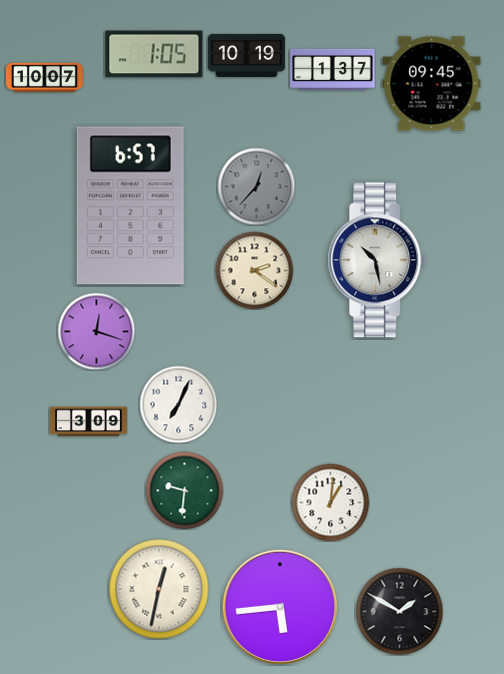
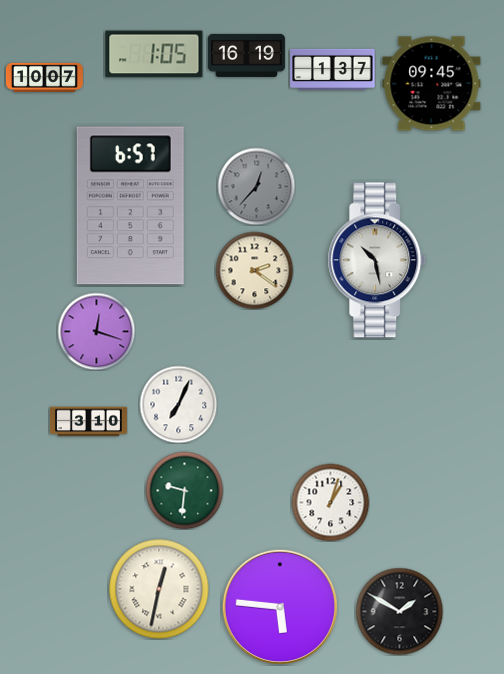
clock at (246, 55): 10:19 -> 16:19
clock at (88, 422): 3:09 -> 3:10
clock at (330, 502): 1:01 -> 1:03
clock at (280, 607): 5:44 -> 5:46
